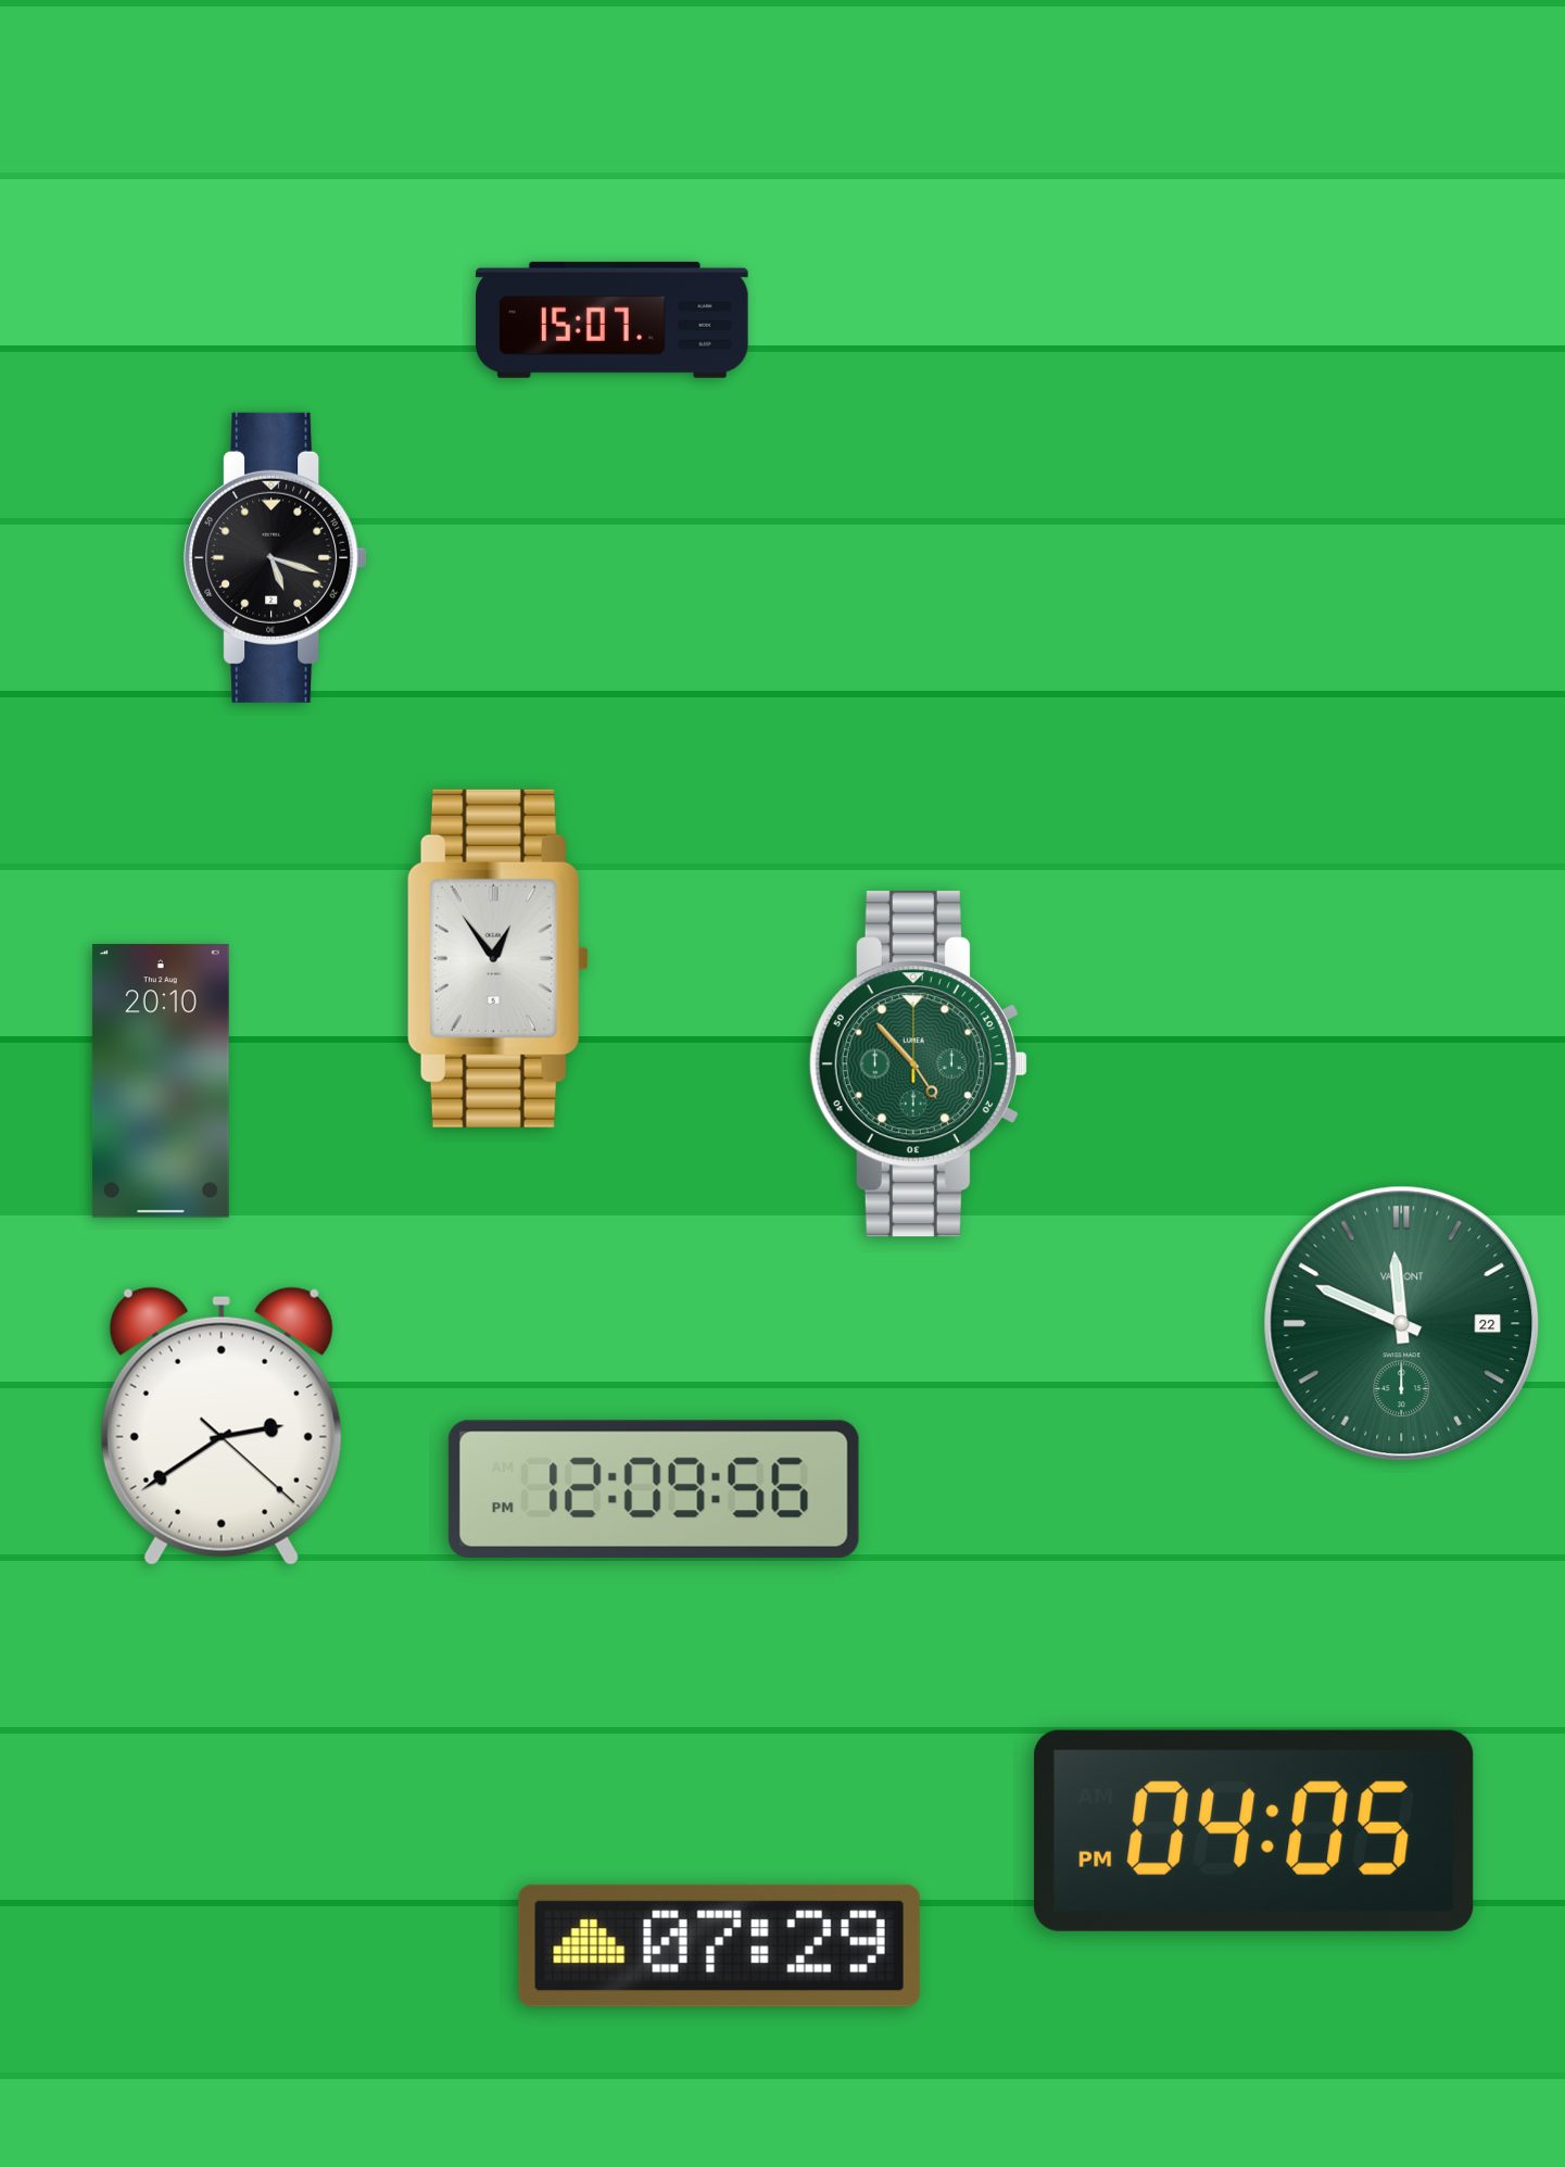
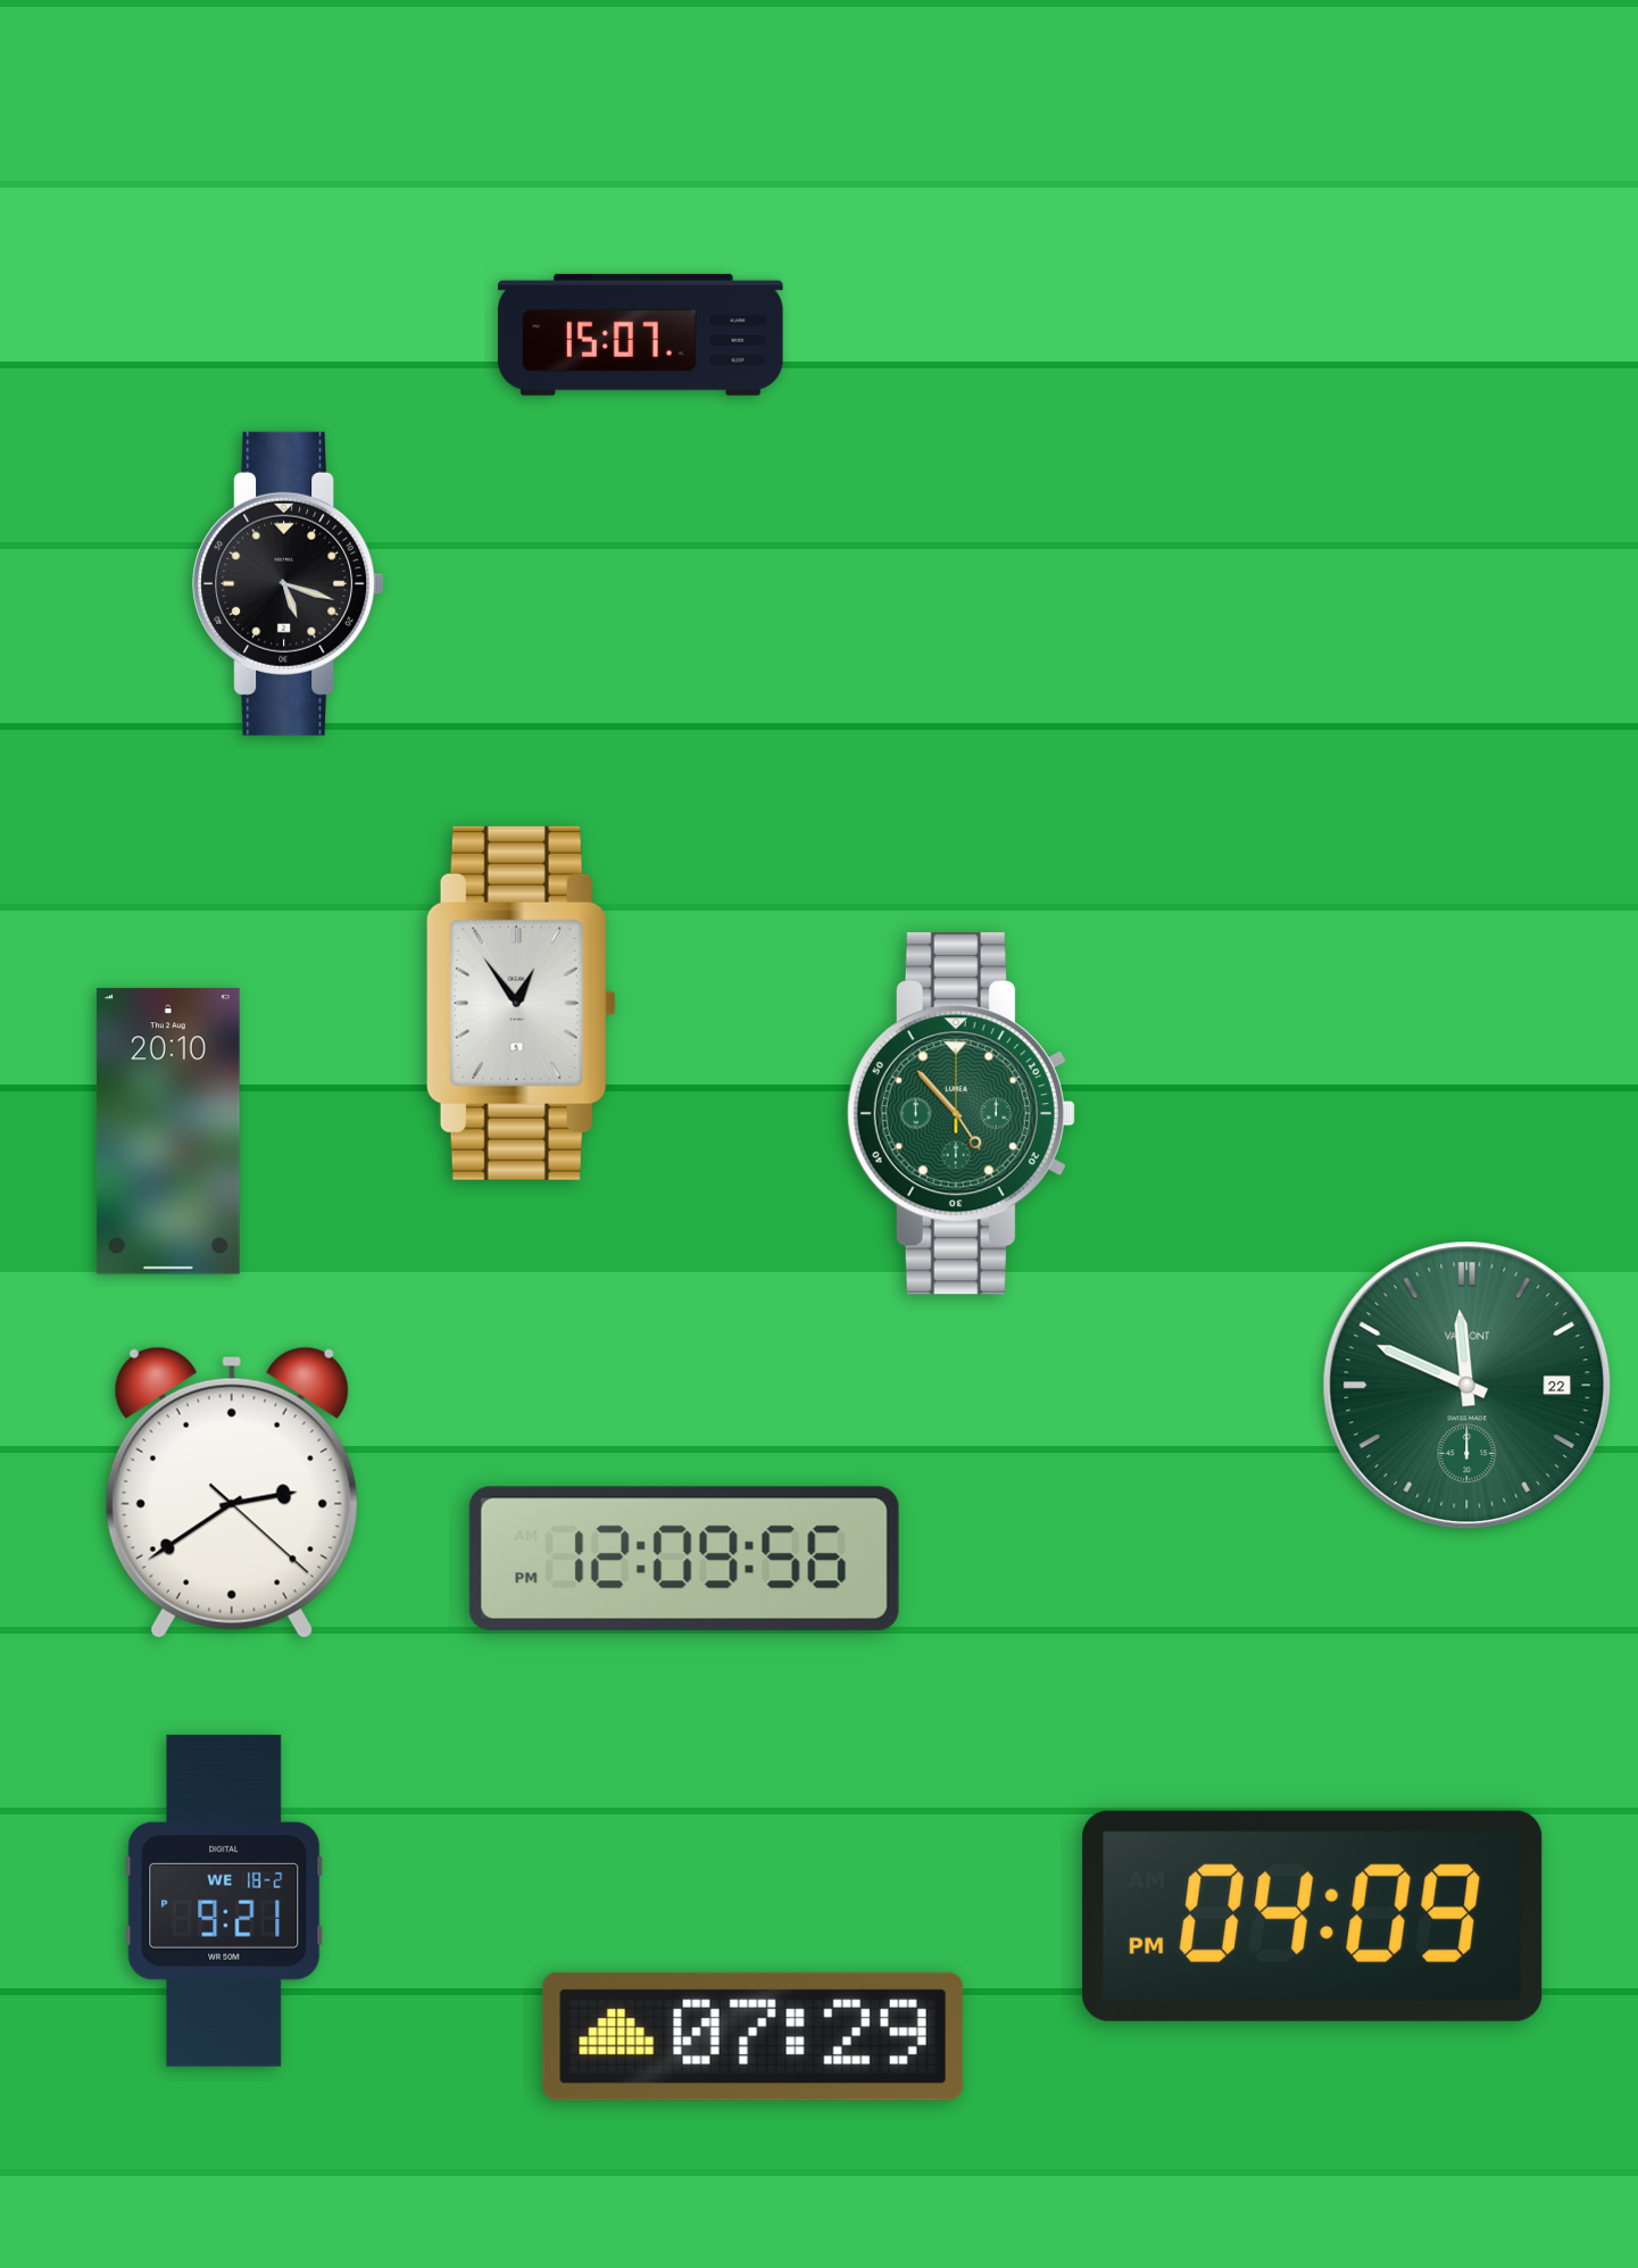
clock at (224, 1901): none -> 9:21
clock at (1254, 1830): 04:05 -> 04:09
